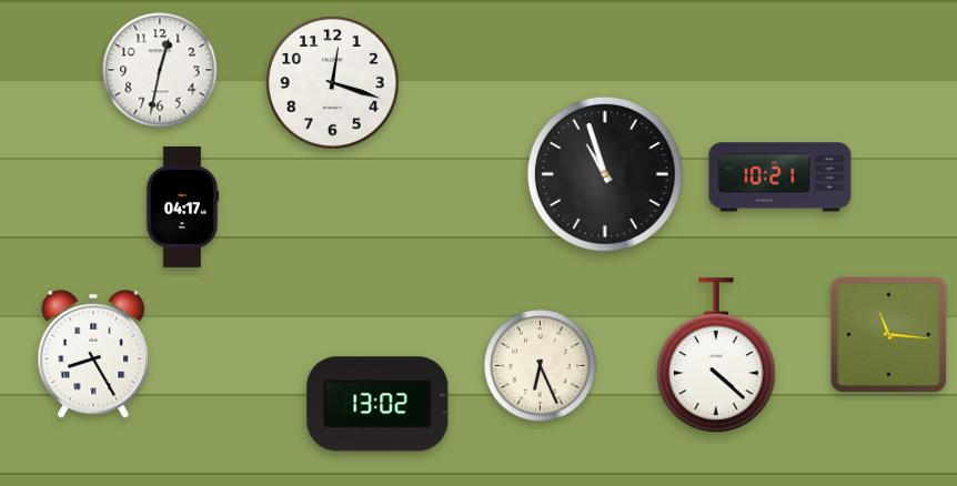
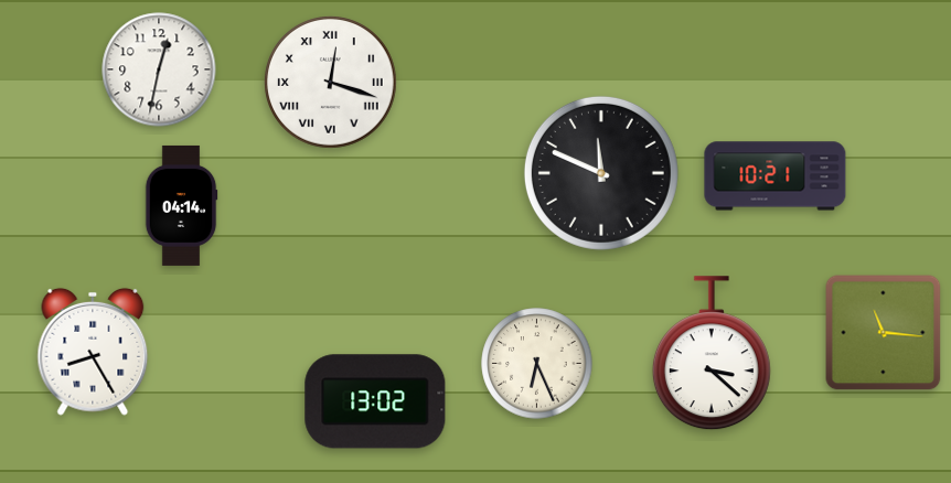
clock at (333, 83) numerals: Arabic -> Roman
clock at (605, 174): 10:57 -> 11:49
clock at (182, 206): 04:17 -> 04:14
clock at (716, 356): 4:22 -> 3:22
